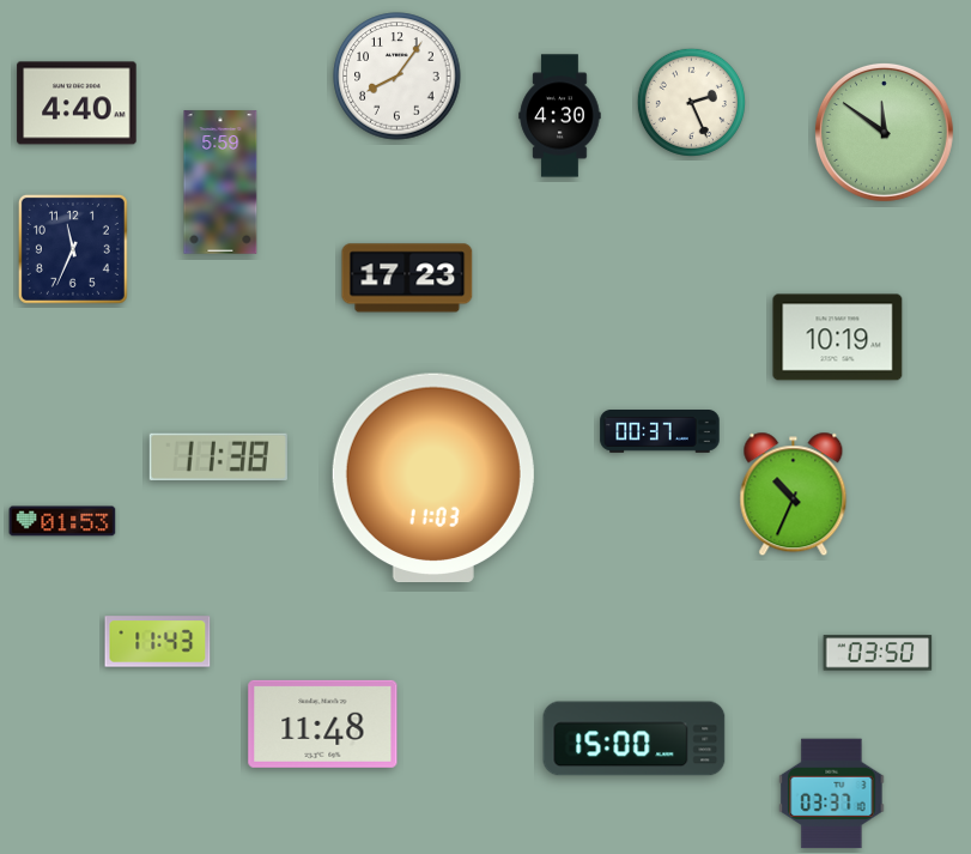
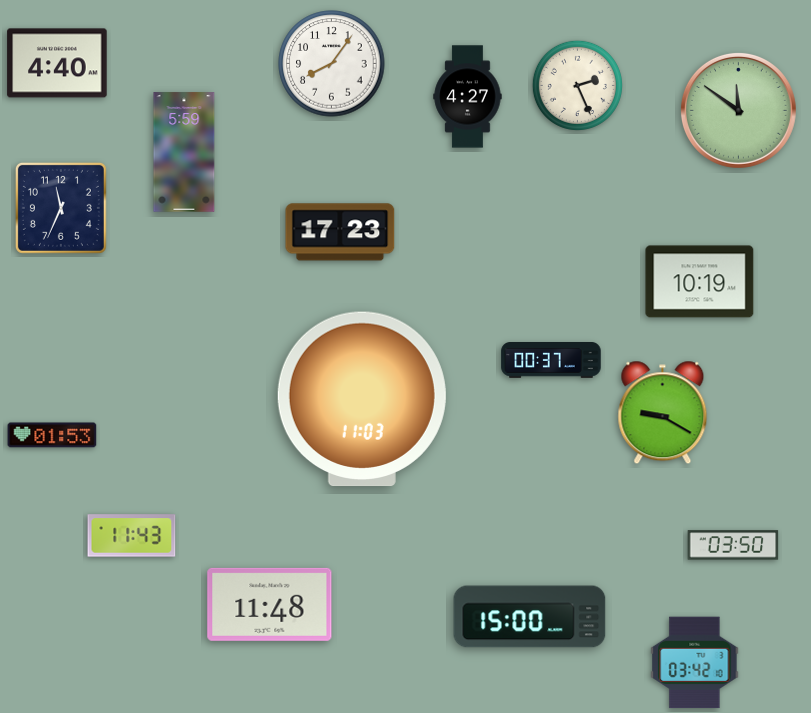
clock at (77, 103) position: (77, 103) -> (57, 63)
clock at (560, 116): 4:30 -> 4:27
clock at (218, 456): 11:38 -> none
clock at (794, 495): 10:34 -> 9:20
clock at (832, 794): 03:37 -> 03:42
